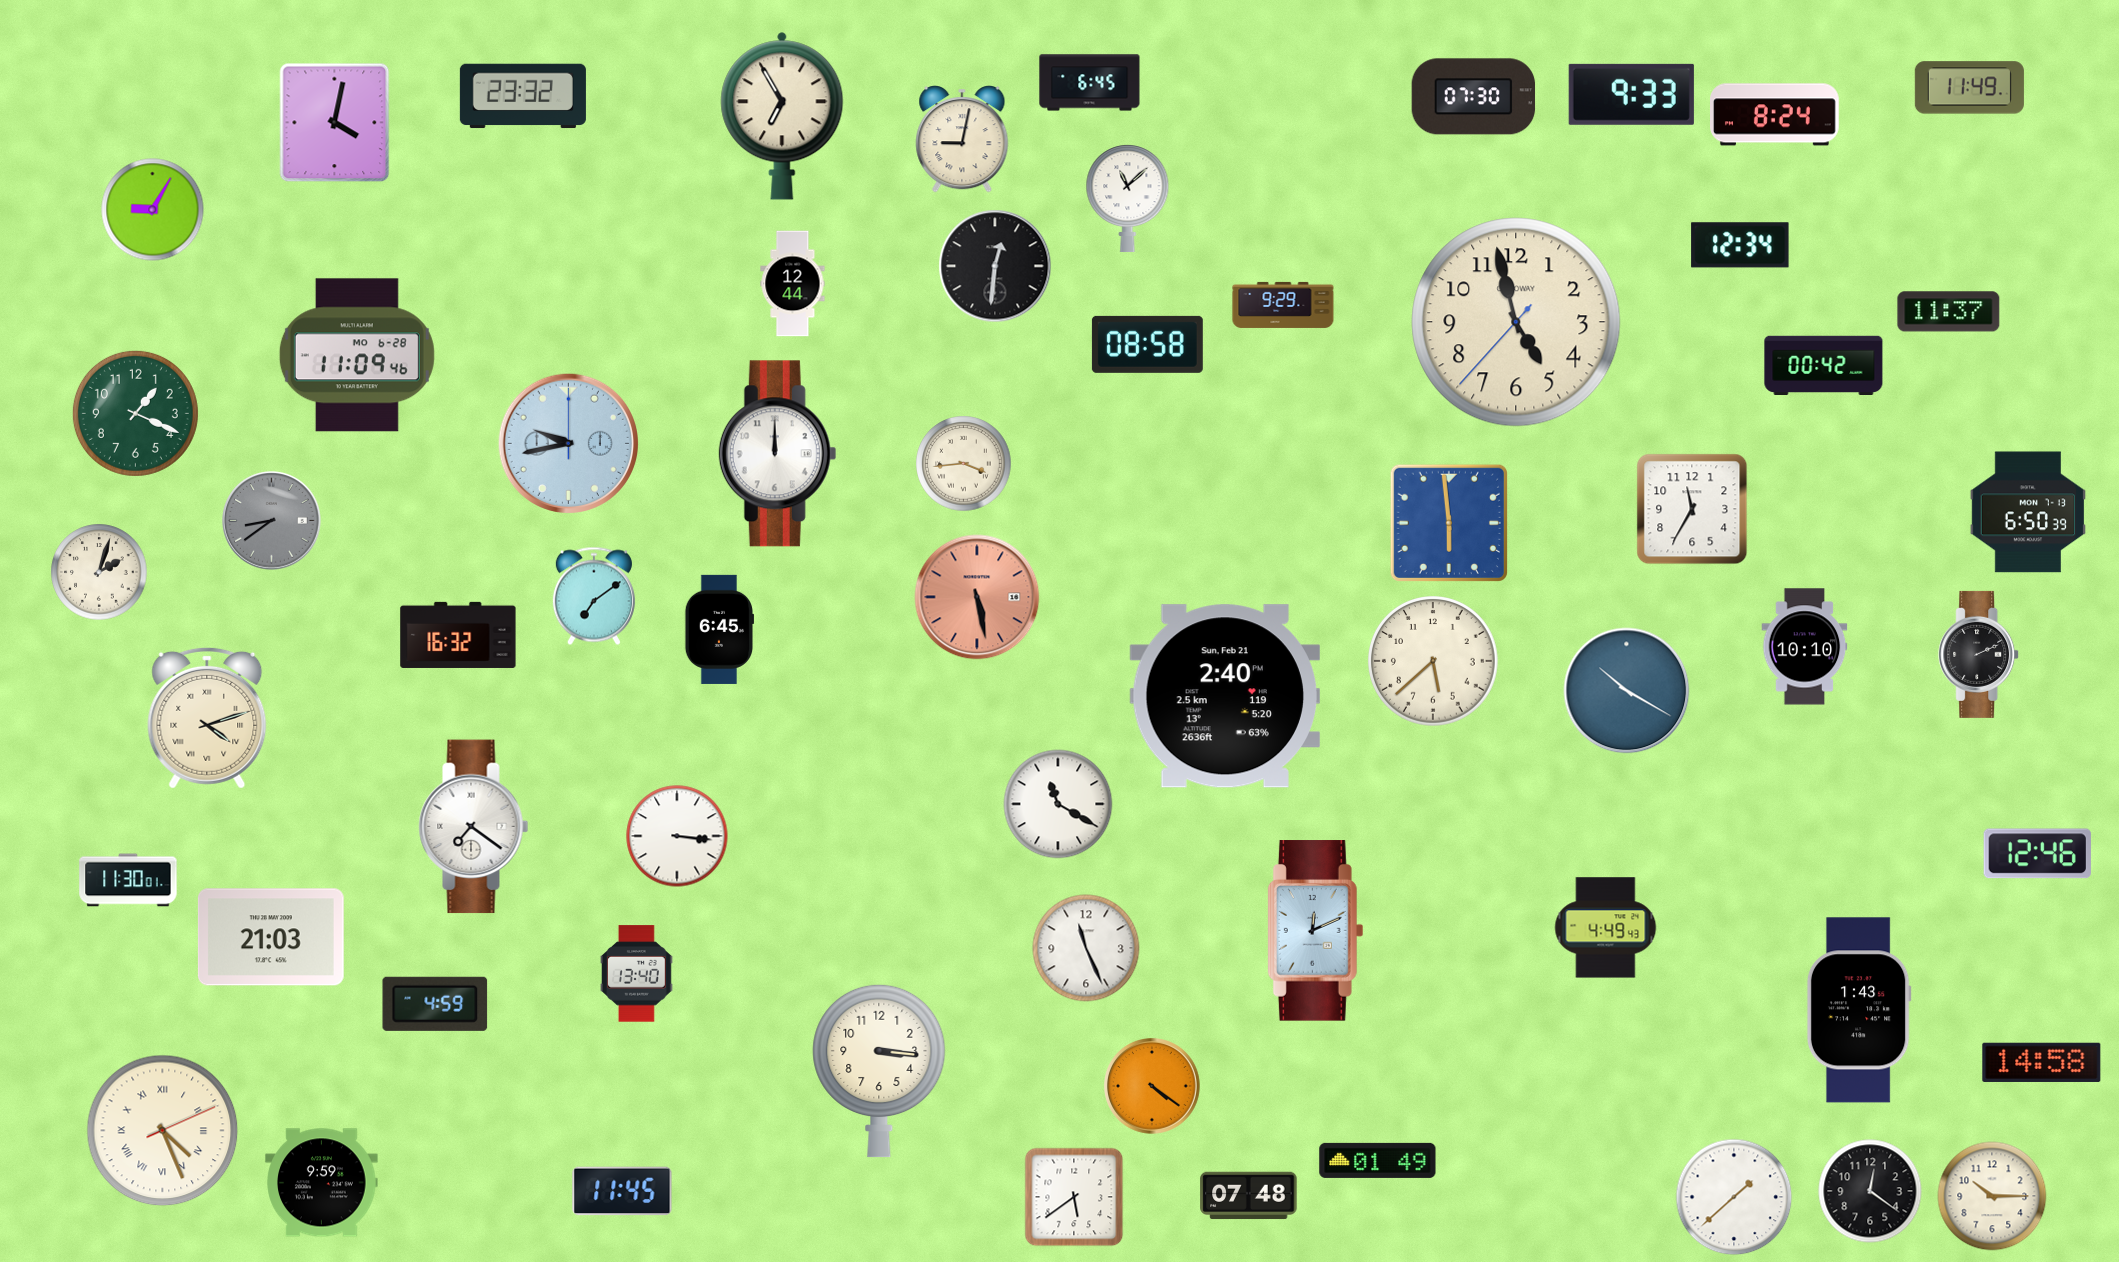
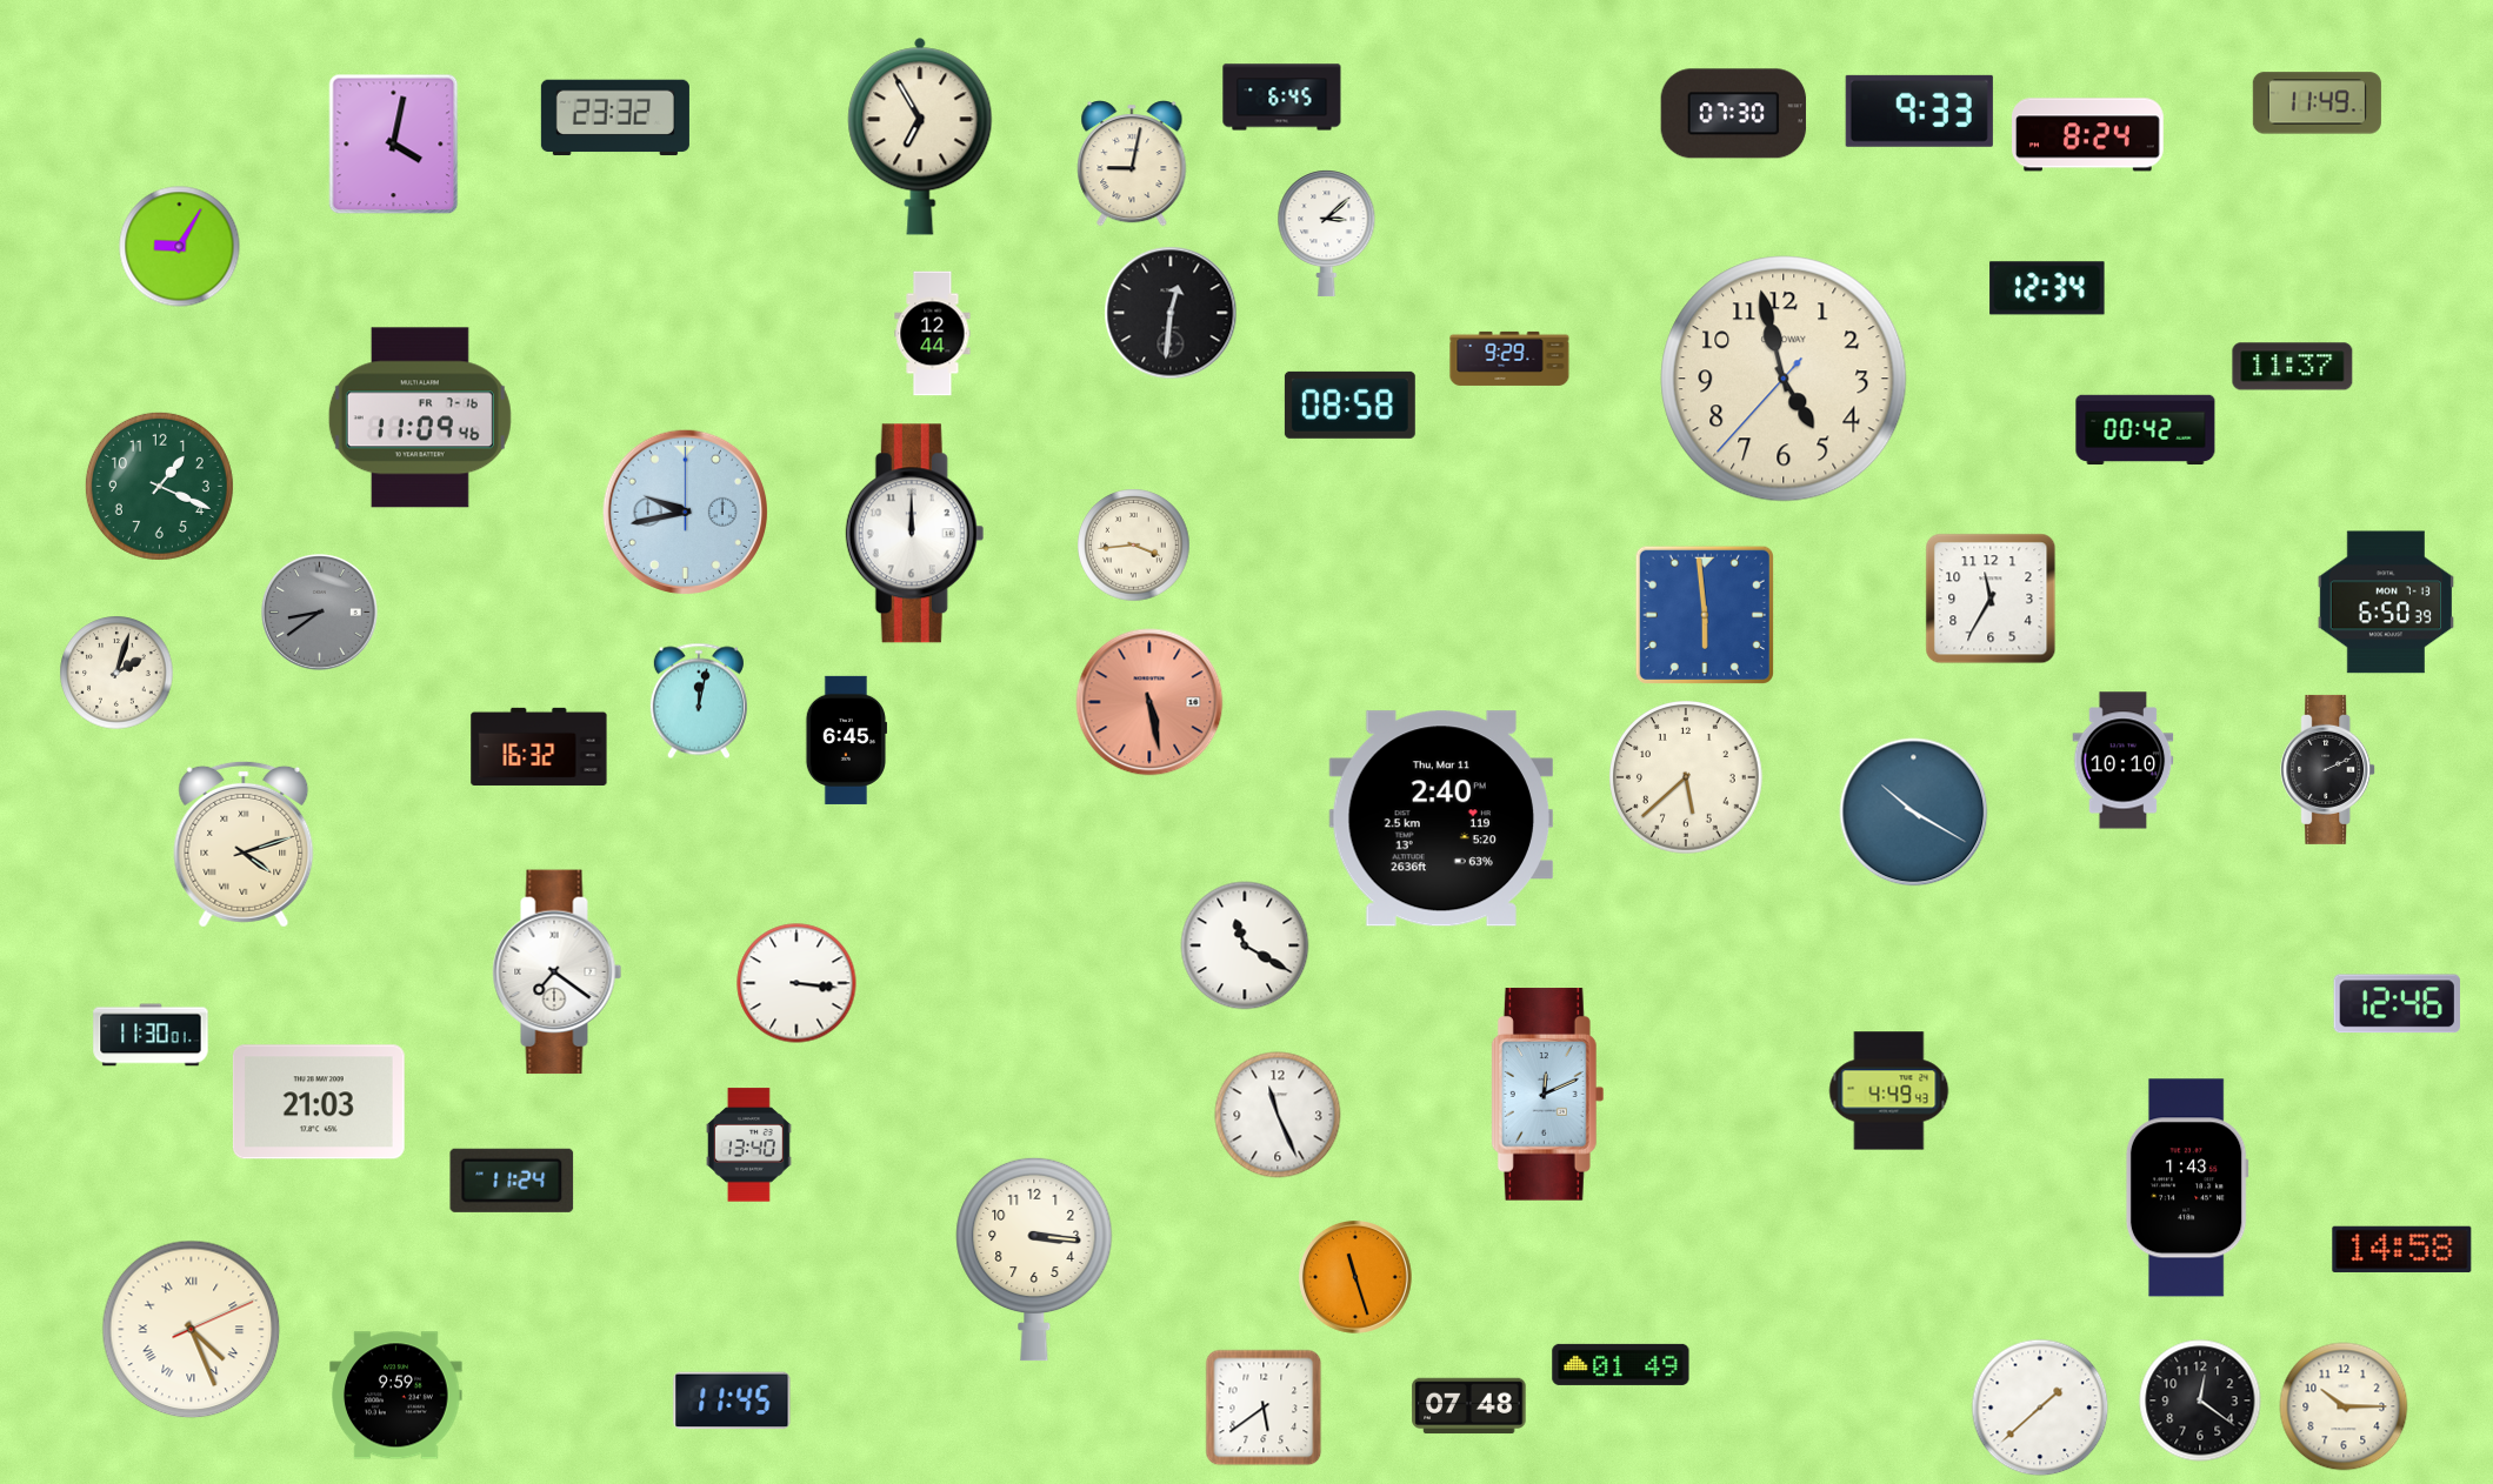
clock at (523, 96) position: (523, 96) -> (615, 118)
clock at (1128, 199): 11:08 -> 3:08
clock at (357, 355) date: MO 6-28 -> FR 7-16
clock at (568, 443) position: (568, 443) -> (685, 512)
clock at (594, 596): 7:09 -> 12:02
clock at (1224, 696) date: Sun, Feb 21 -> Thu, Mar 11
clock at (435, 1004): 4:59 -> 11:24
clock at (1153, 1087): 4:21 -> 11:27
clock at (322, 1183) position: (322, 1183) -> (396, 1396)
